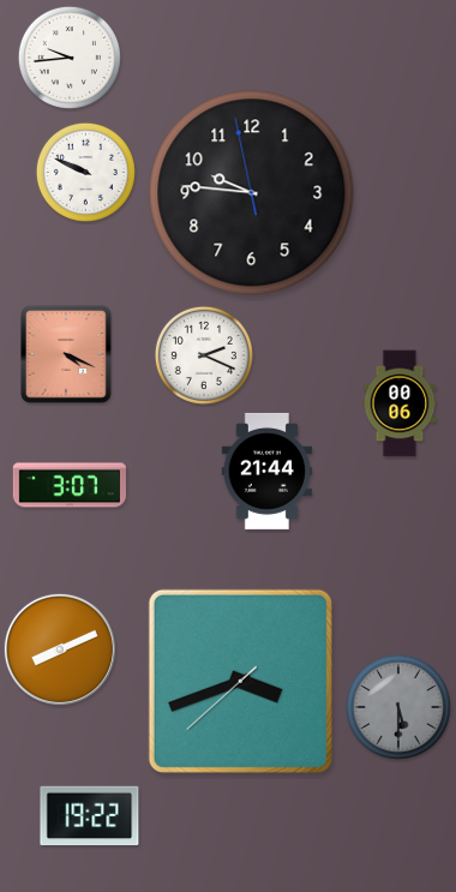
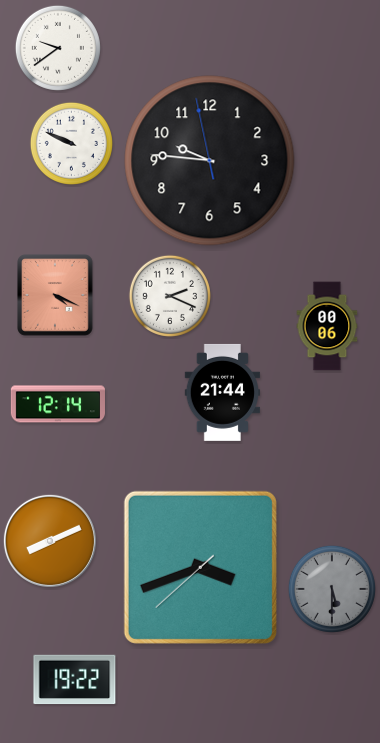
clock at (70, 58): 9:44 -> 9:39
clock at (400, 403) position: (400, 403) -> (327, 326)
clock at (70, 485): 3:07 -> 12:14
